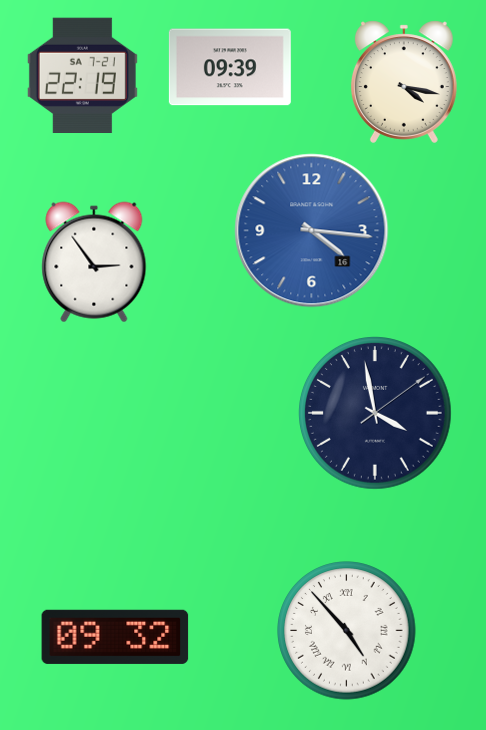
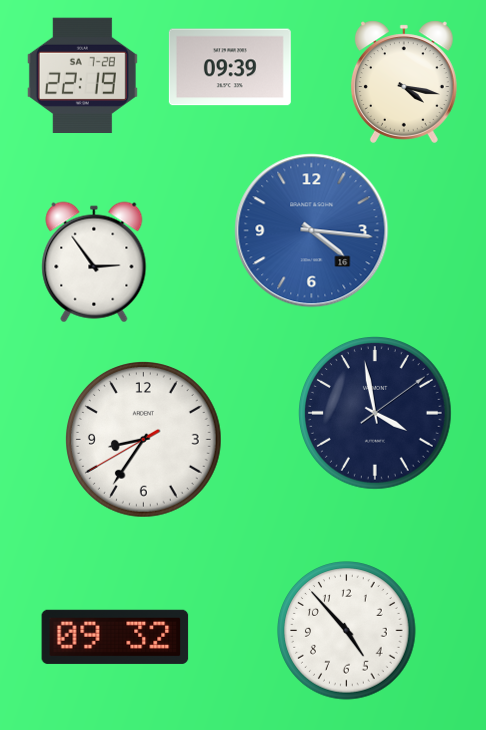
clock at (82, 75) date: SA 7-21 -> SA 7-28
clock at (144, 440): none -> 8:35
clock at (347, 631) numerals: Roman -> Arabic
